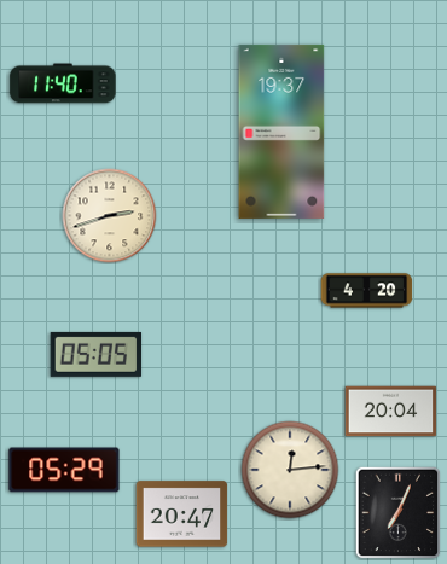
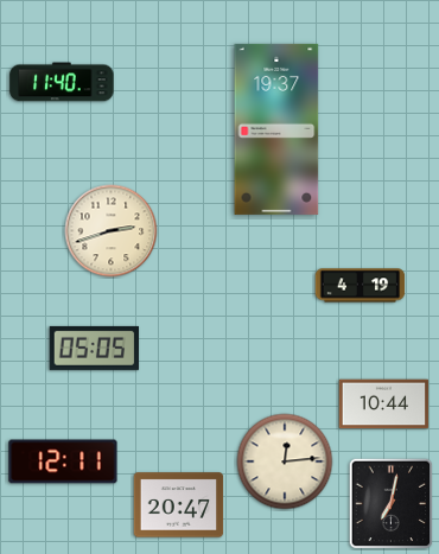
clock at (110, 216) position: (110, 216) -> (112, 231)
clock at (367, 291): 4:20 -> 4:19
clock at (391, 412): 20:04 -> 10:44
clock at (64, 470): 05:29 -> 12:11
clock at (399, 513): 7:04 -> 7:02
